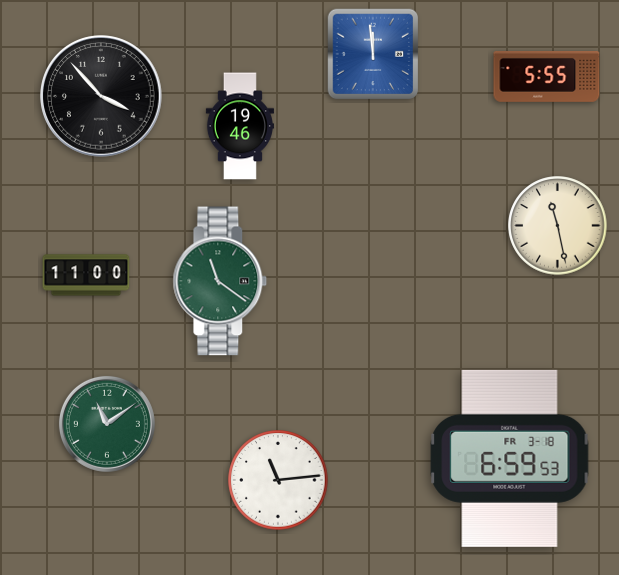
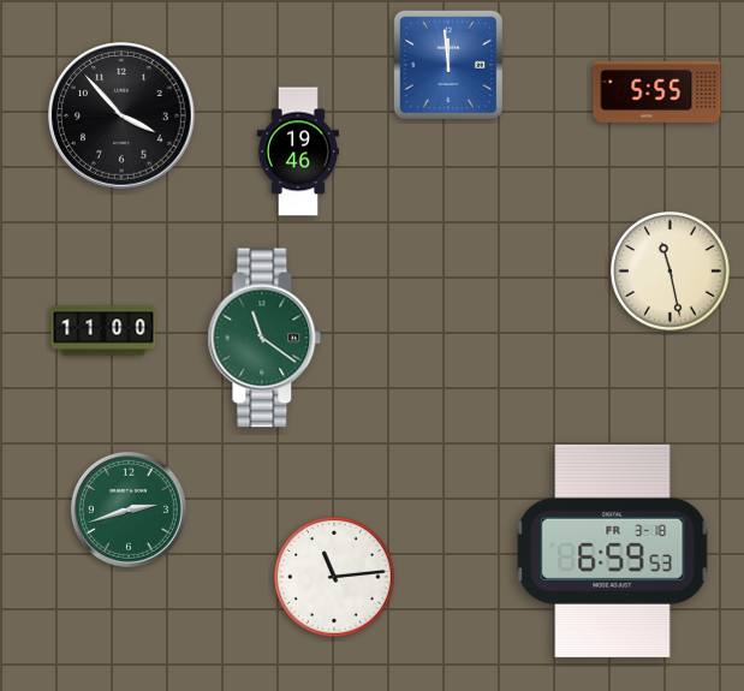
clock at (240, 126) position: (240, 126) -> (298, 151)
clock at (107, 424): 11:09 -> 2:42
